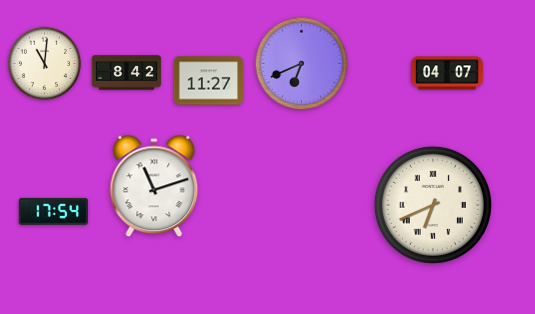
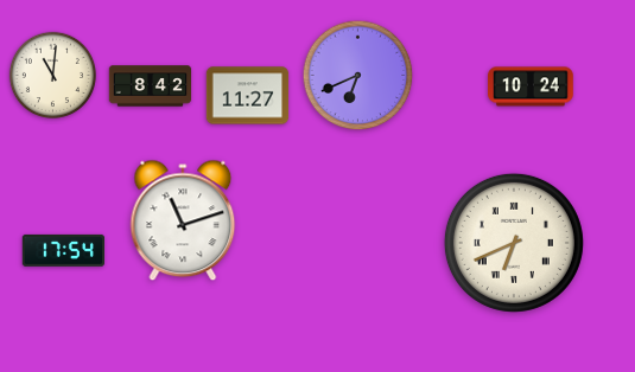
clock at (447, 73): 04:07 -> 10:24
